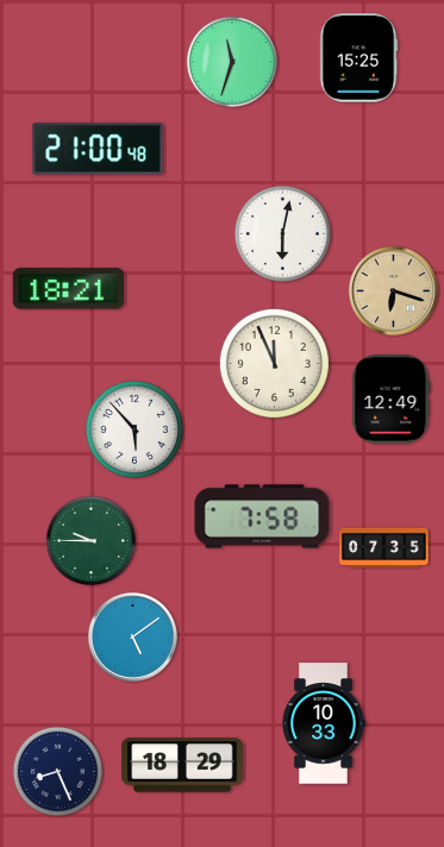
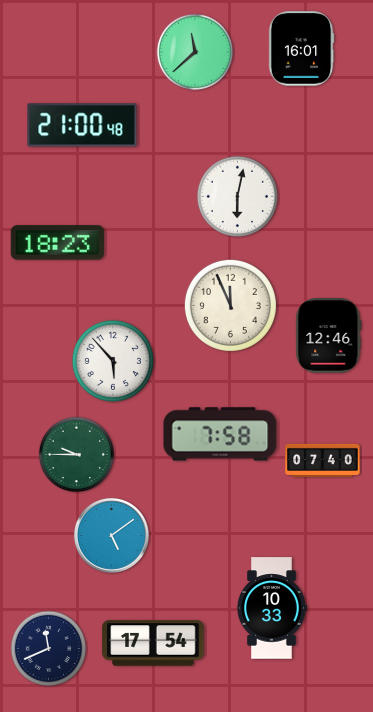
clock at (358, 58): 15:25 -> 16:01
clock at (232, 62): 11:33 -> 11:38
clock at (68, 289): 18:21 -> 18:23
clock at (393, 290): 6:18 -> none
clock at (392, 400): 12:49 -> 12:46
clock at (384, 547): 07:35 -> 07:40
clock at (182, 765): 18:29 -> 17:54
clock at (58, 772): 8:26 -> 11:41
